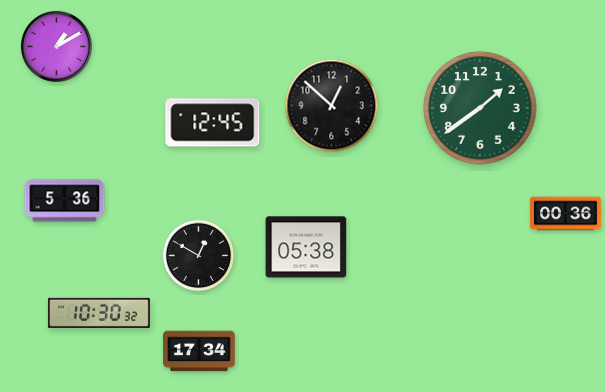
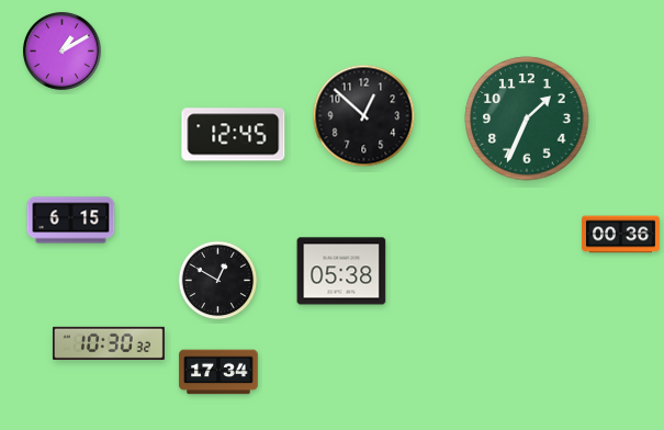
clock at (480, 108): 1:39 -> 1:34
clock at (65, 201): 5:36 -> 6:15
clock at (306, 247) position: (306, 247) -> (341, 271)
clock at (199, 351) position: (199, 351) -> (218, 372)
